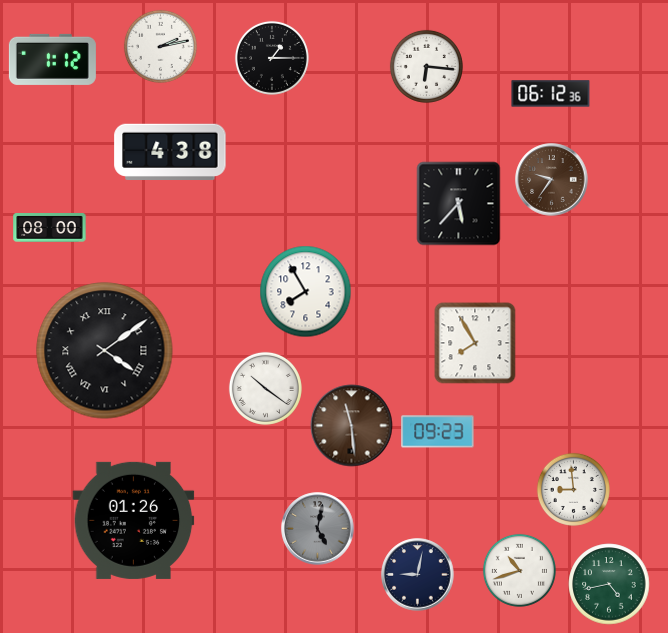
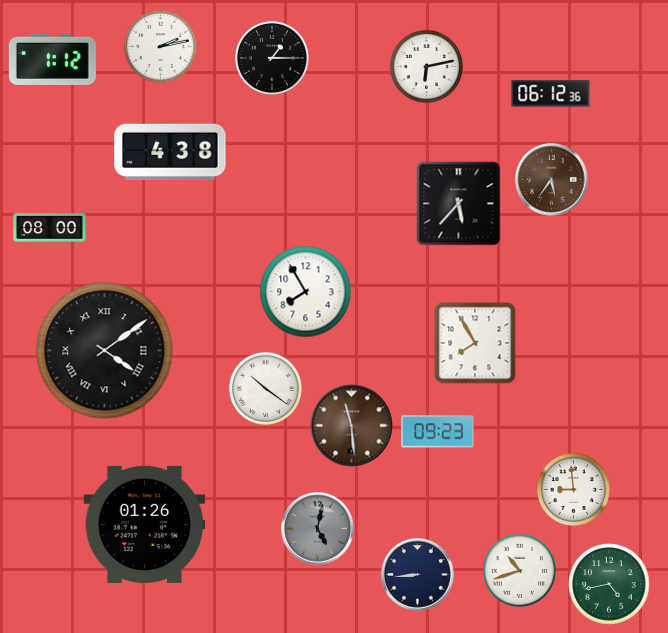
clock at (426, 66): 6:16 -> 6:13
clock at (552, 180): 9:36 -> 5:36
clock at (134, 520) position: (134, 520) -> (145, 524)
clock at (418, 575): 9:02 -> 8:44
